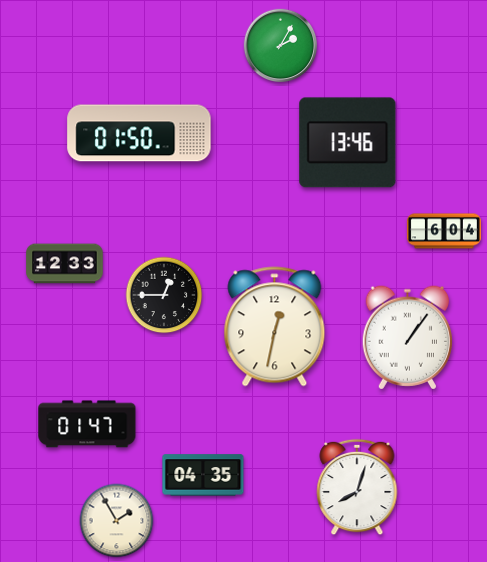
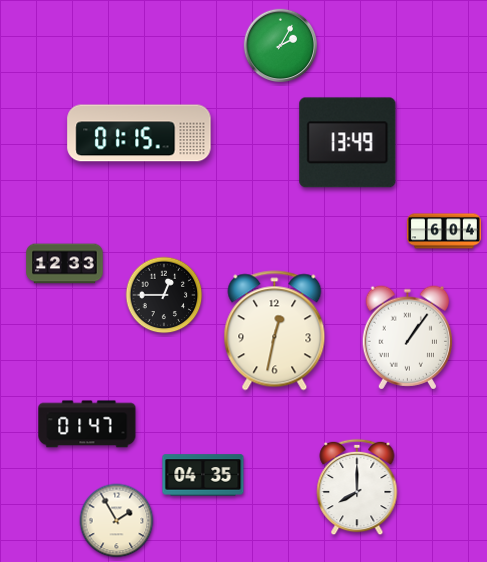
clock at (139, 133): 01:50 -> 01:15
clock at (348, 143): 13:46 -> 13:49
clock at (275, 327) position: (275, 327) -> (275, 331)
clock at (357, 487): 8:03 -> 8:00
